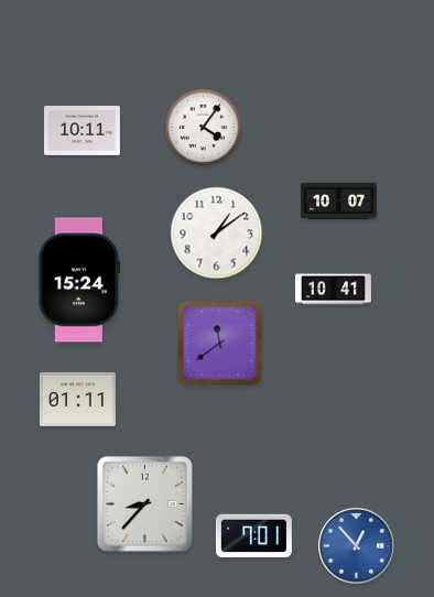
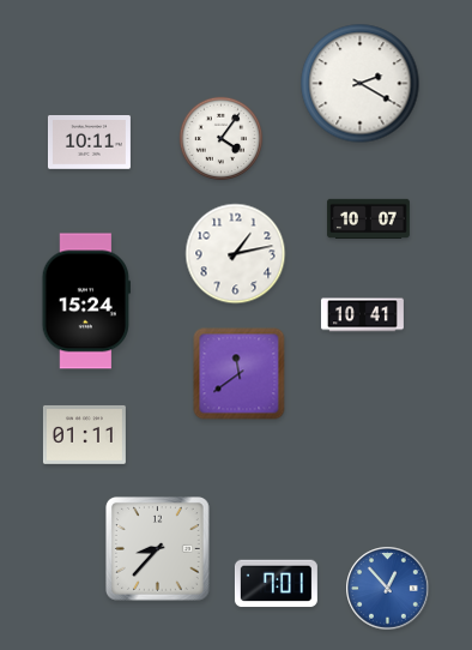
clock at (361, 84): none -> 2:20
clock at (217, 234): 1:09 -> 1:13
clock at (79, 280) position: (79, 280) -> (86, 301)
clock at (357, 546) position: (357, 546) -> (388, 589)
